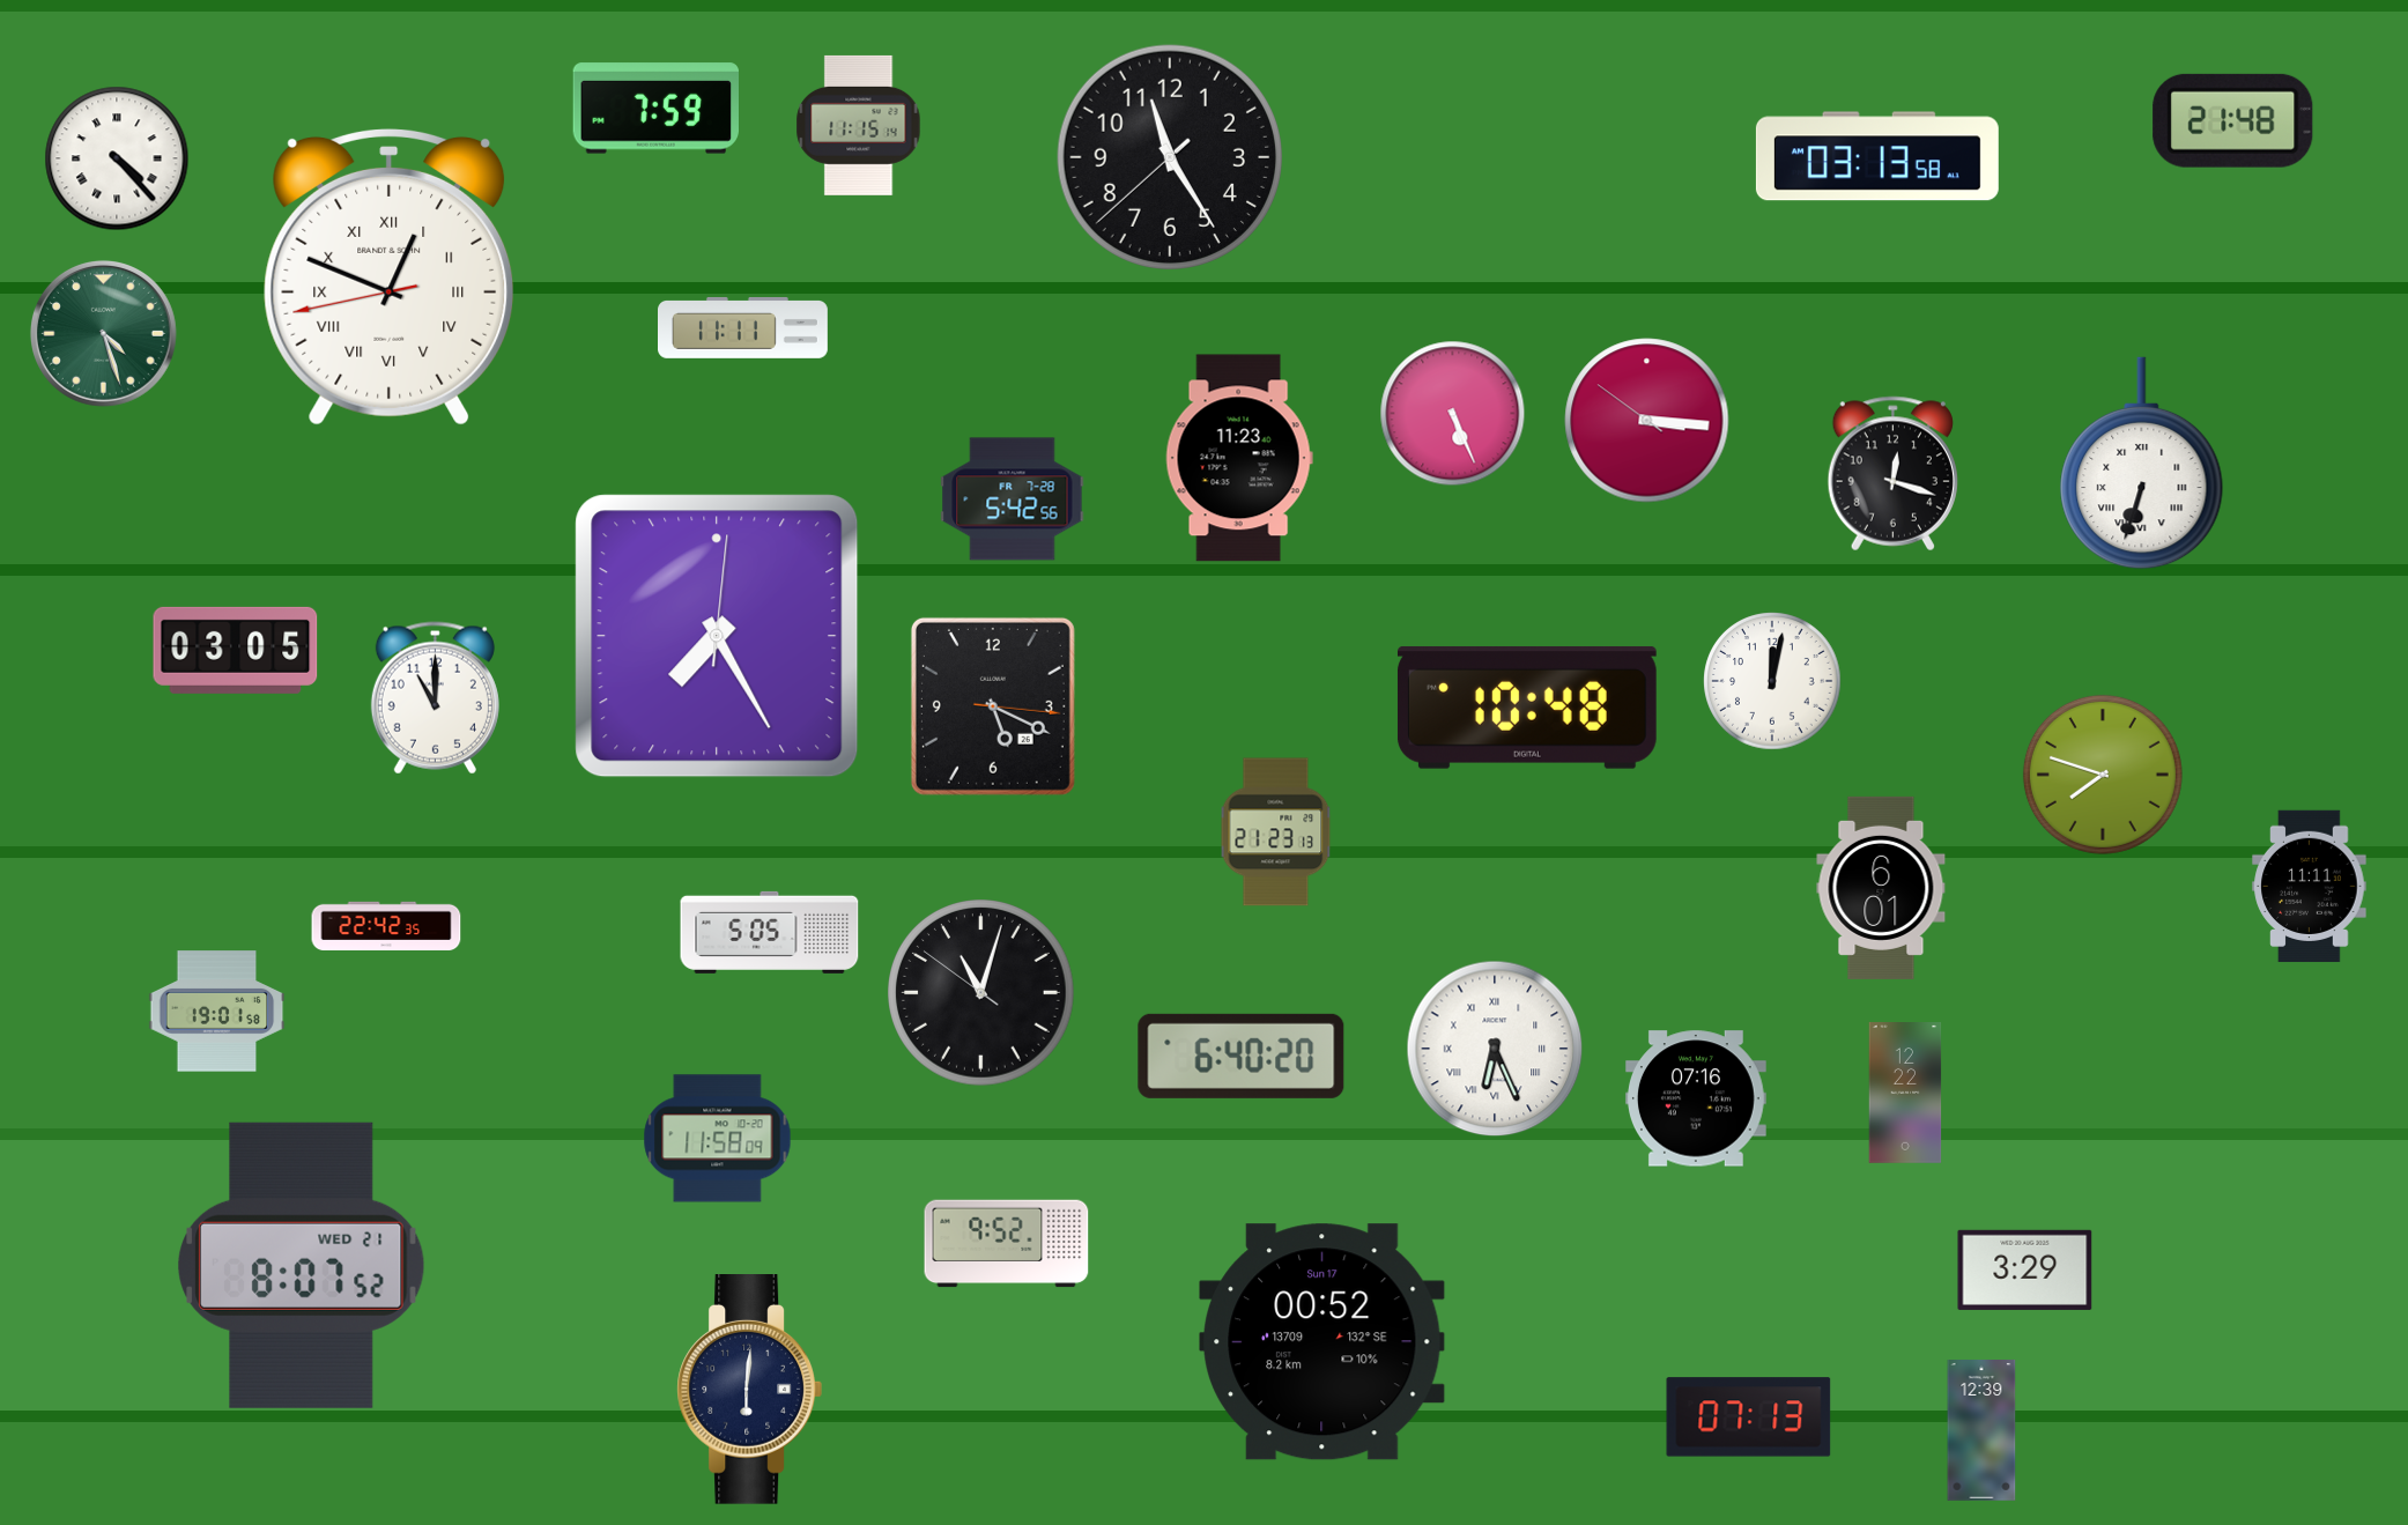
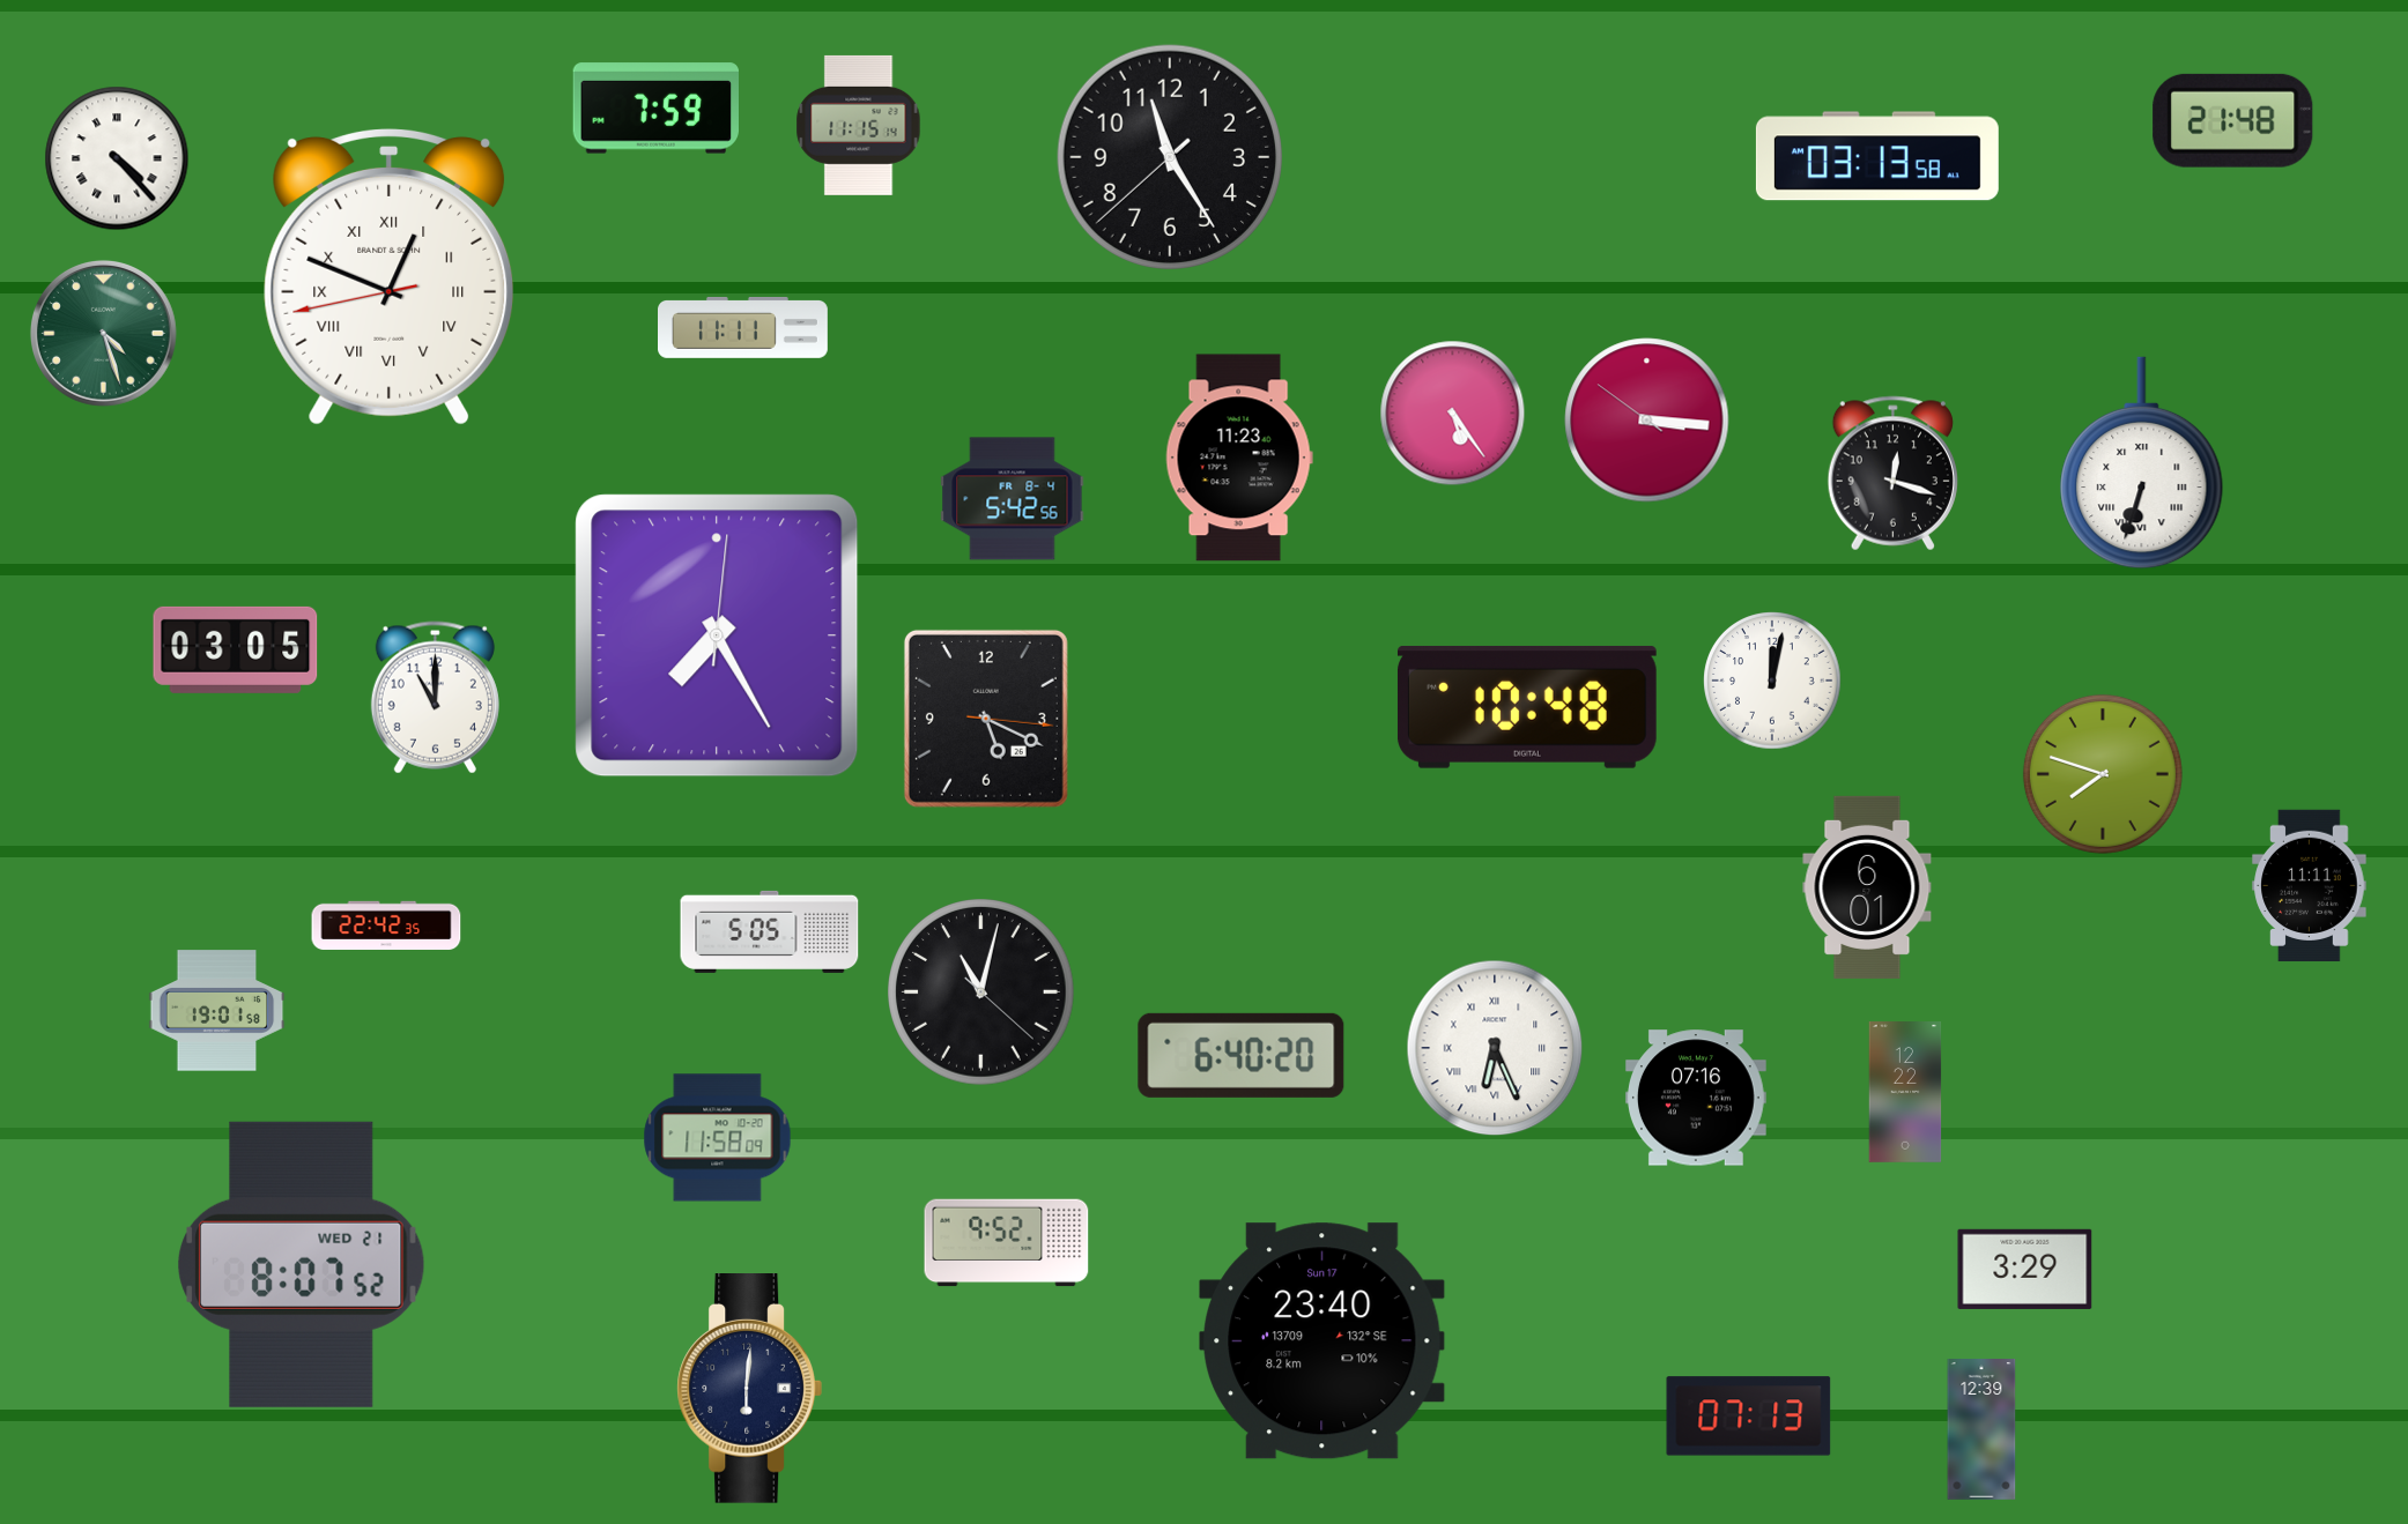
clock at (1453, 414): 5:26 -> 5:24
clock at (1013, 499) date: FR 7-28 -> FR 8-4
clock at (993, 706) position: (993, 706) -> (986, 719)
clock at (1276, 832): 21:23 -> none
clock at (1881, 888) position: (1881, 888) -> (1867, 887)
clock at (981, 993): 11:02:51 -> 11:02:22
clock at (1322, 1342): 00:52 -> 23:40
